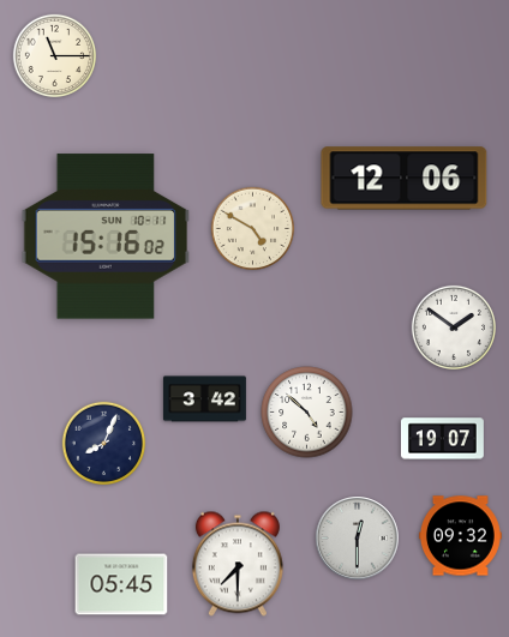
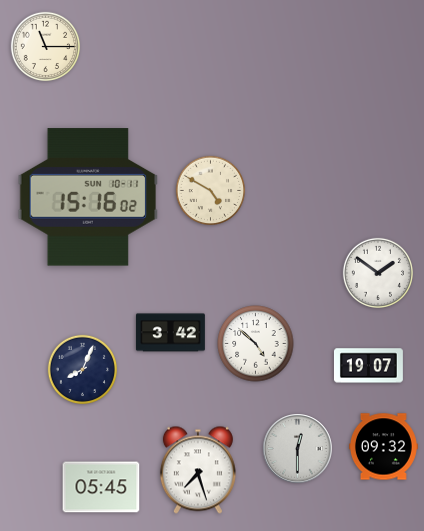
clock at (405, 179): 12:06 -> none
clock at (104, 444) position: (104, 444) -> (83, 370)
clock at (238, 564): 7:30 -> 7:27
